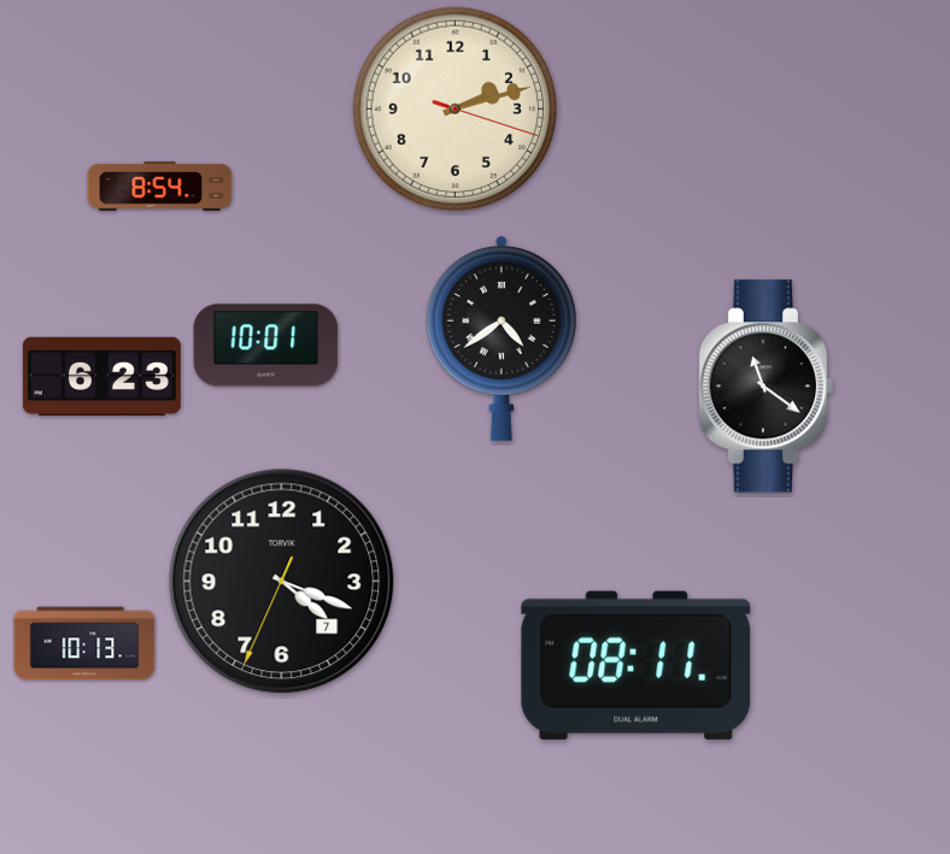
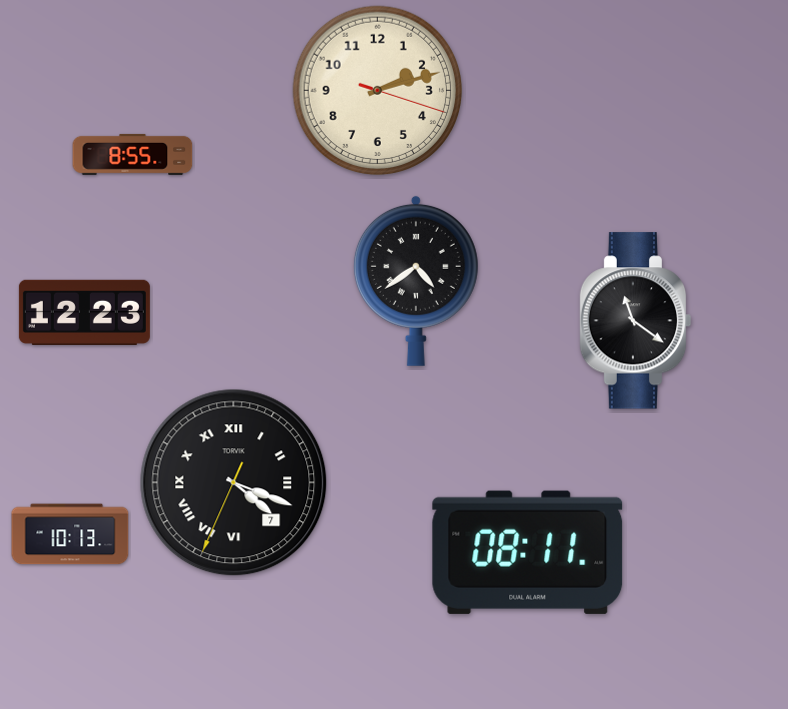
clock at (160, 185): 8:54 -> 8:55
clock at (266, 346): 10:01 -> none
clock at (101, 376): 6:23 -> 12:23
clock at (282, 582) numerals: Arabic -> Roman
